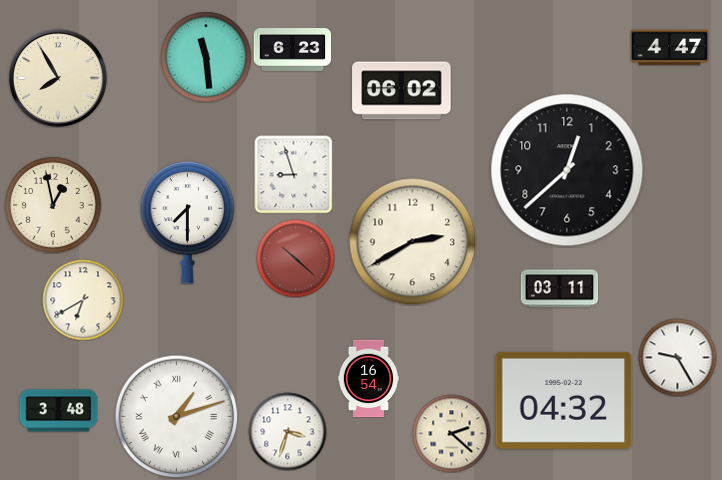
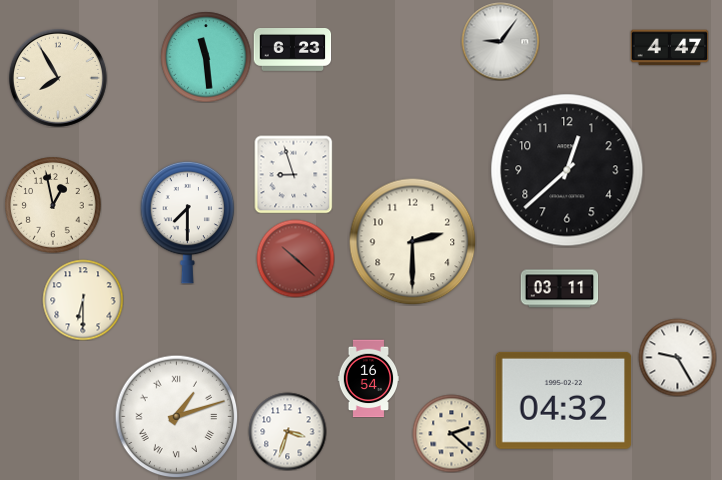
clock at (500, 41): none -> 9:06
clock at (402, 91): 06:02 -> none
clock at (412, 241): 2:40 -> 2:30
clock at (83, 300): 6:40 -> 6:30
clock at (58, 411): 3:48 -> none
